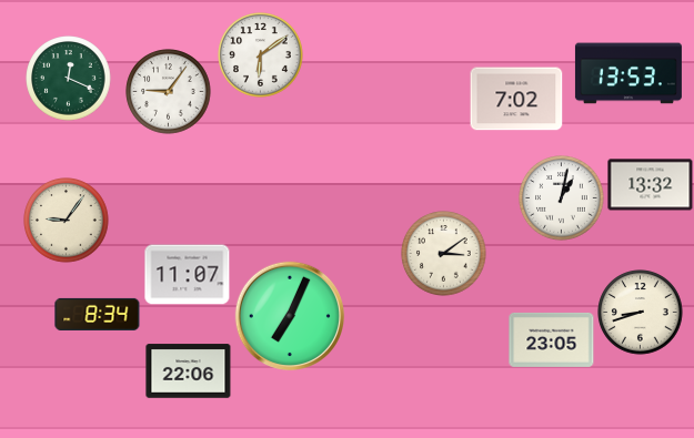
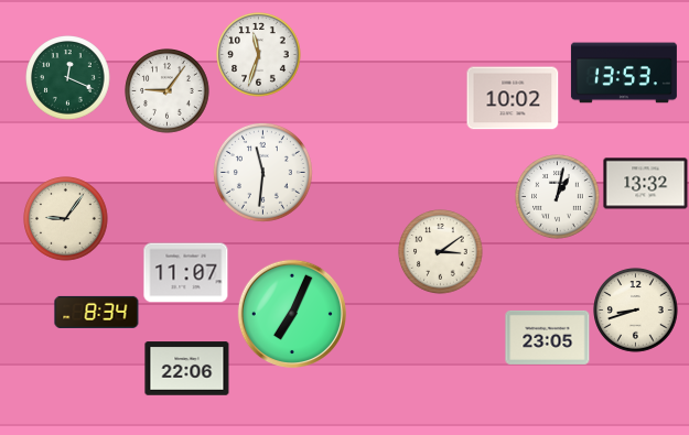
clock at (261, 55): 6:09 -> 11:33
clock at (516, 99): 7:02 -> 10:02
clock at (262, 172): none -> 11:31
clock at (290, 316) position: (290, 316) -> (292, 314)
